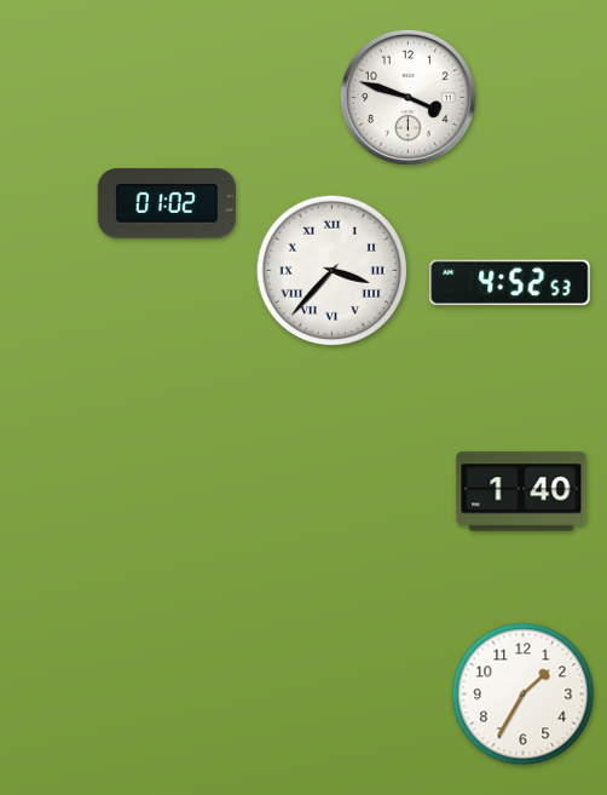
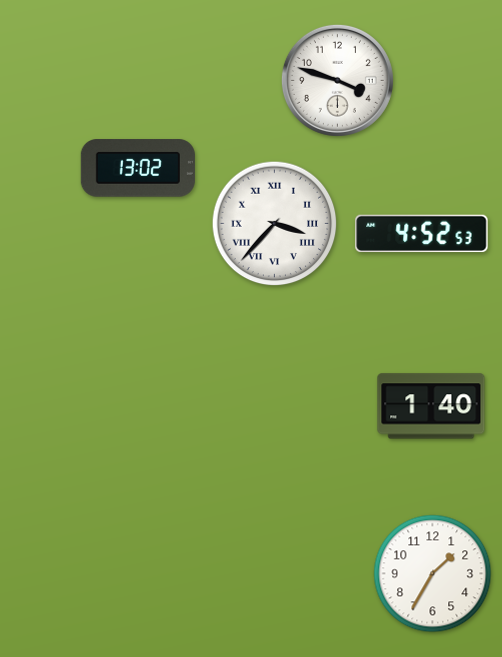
clock at (167, 203): 01:02 -> 13:02
